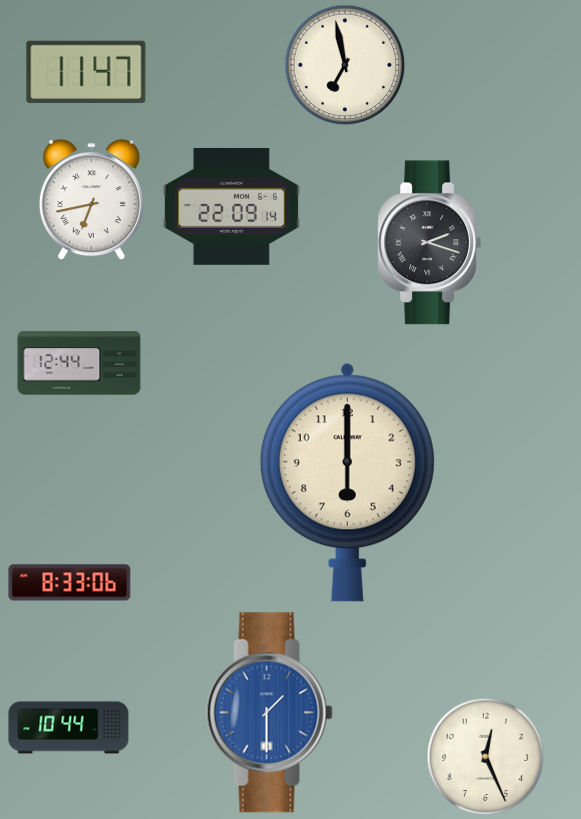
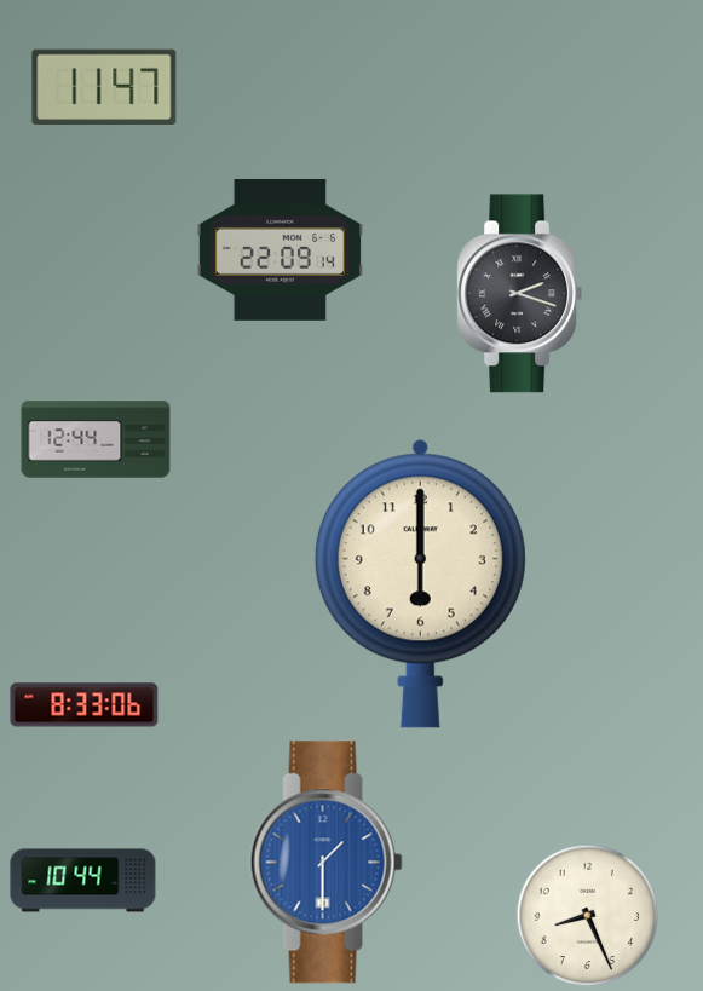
clock at (345, 65): 6:58 -> none
clock at (91, 200): 6:43 -> none
clock at (486, 757): 12:26 -> 8:26
